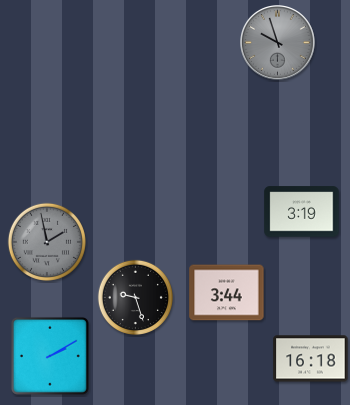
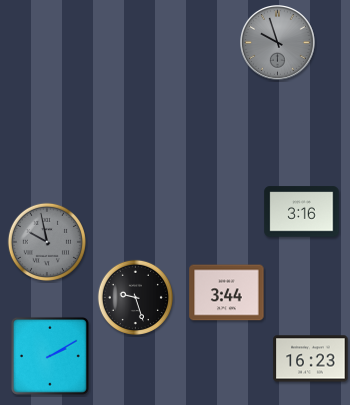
clock at (302, 212): 3:19 -> 3:16
clock at (47, 242): 1:58 -> 9:58
clock at (311, 359): 16:18 -> 16:23
